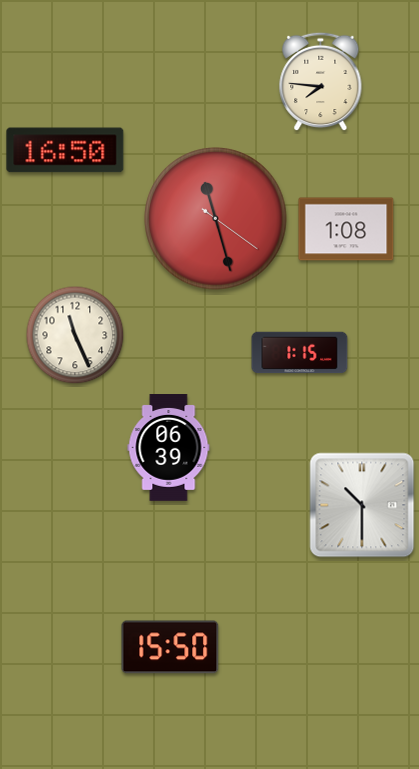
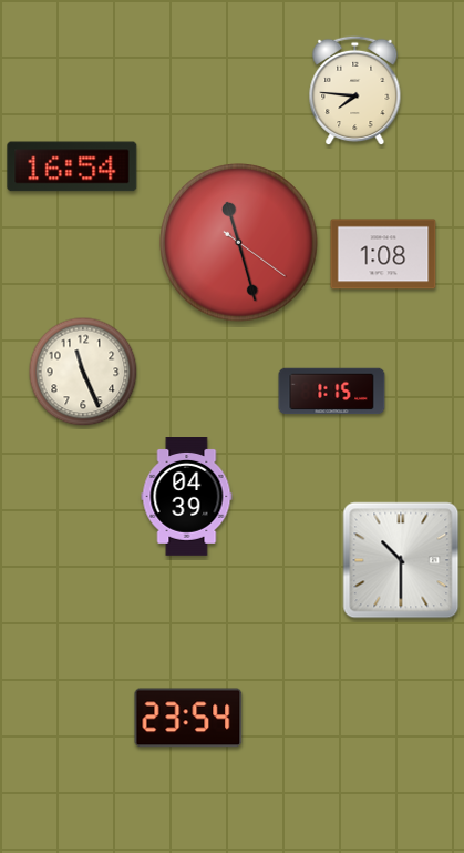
clock at (65, 150): 16:50 -> 16:54
clock at (169, 448): 06:39 -> 04:39
clock at (170, 647): 15:50 -> 23:54
